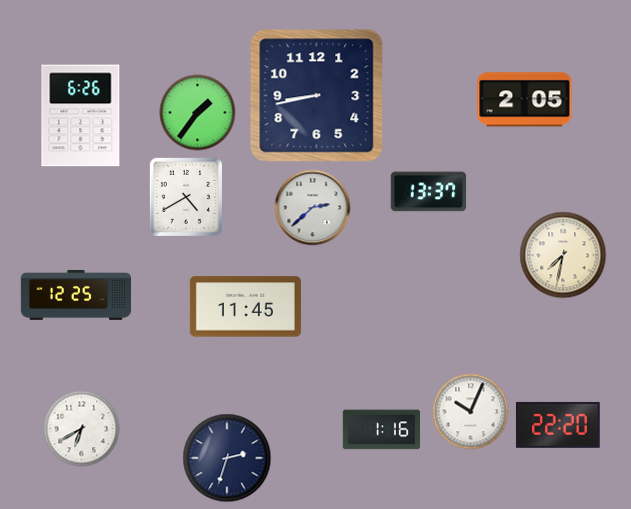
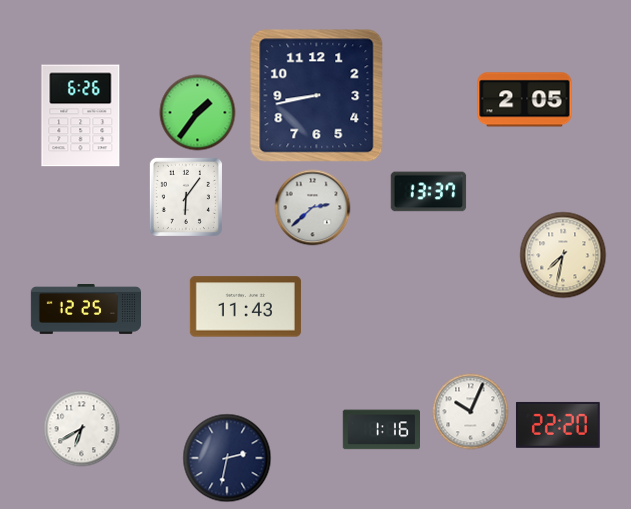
clock at (186, 197): 4:40 -> 6:06
clock at (75, 296) position: (75, 296) -> (85, 310)
clock at (245, 307): 11:45 -> 11:43
clock at (227, 458): 2:33 -> 2:32
